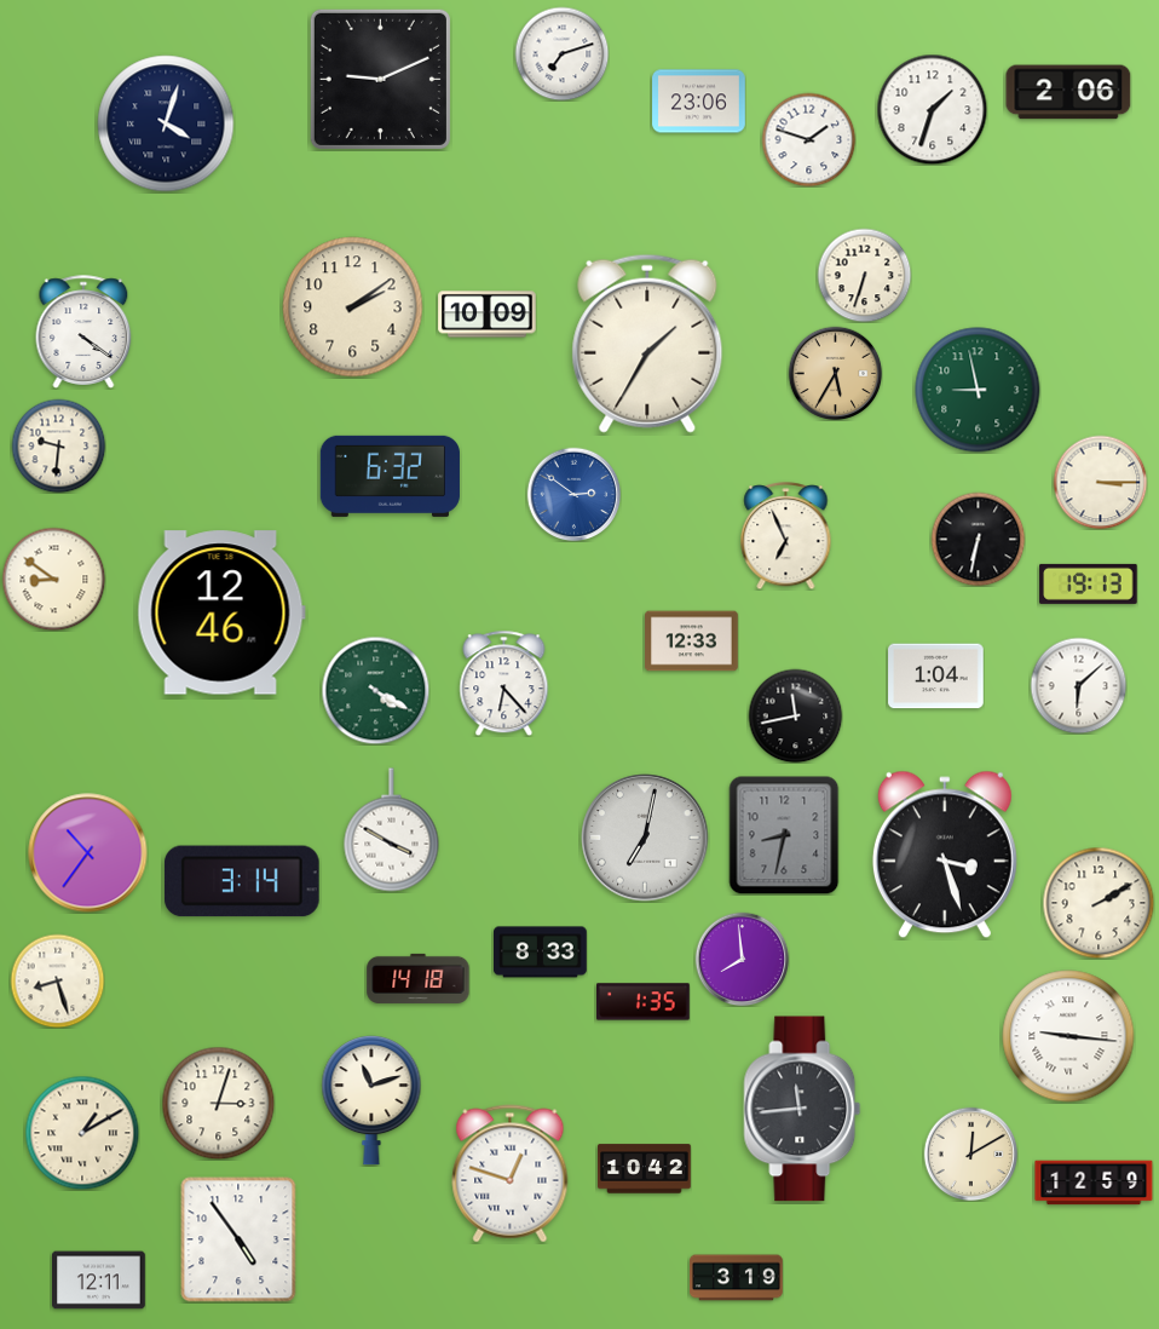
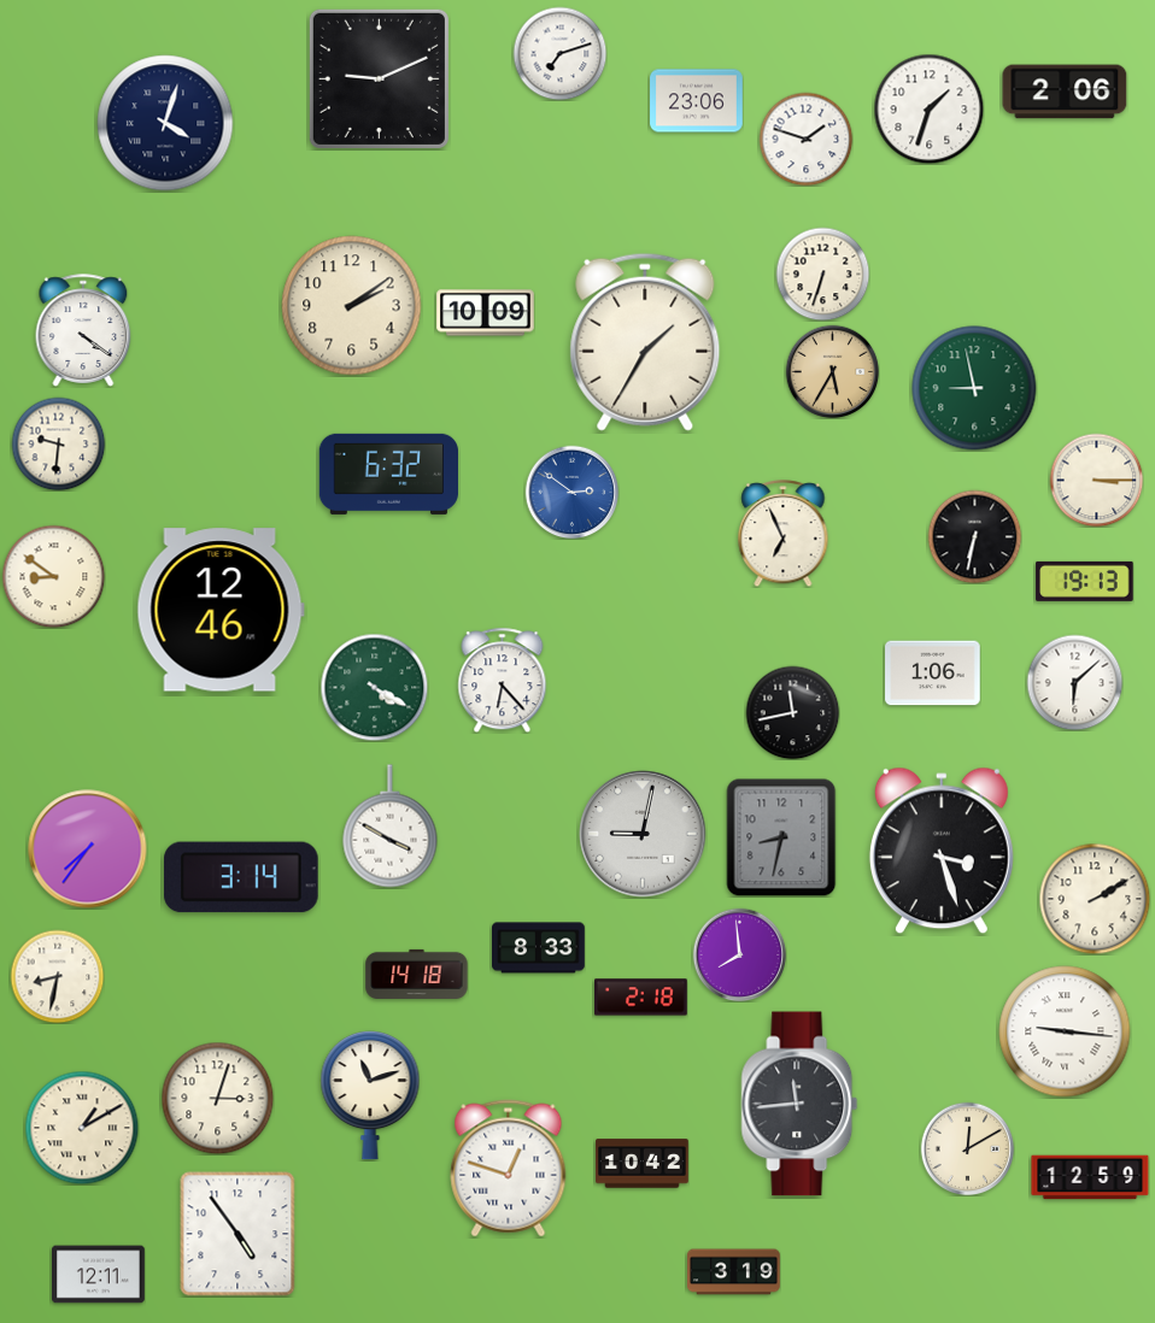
clock at (864, 275) position: (864, 275) -> (822, 274)
clock at (692, 642): 12:33 -> none
clock at (936, 677): 1:04 -> 1:06
clock at (784, 835) position: (784, 835) -> (781, 837)
clock at (645, 838): 7:02 -> 9:02
clock at (88, 853): 10:36 -> 7:36
clock at (57, 980): 8:27 -> 8:32
clock at (644, 1002): 1:35 -> 2:18
